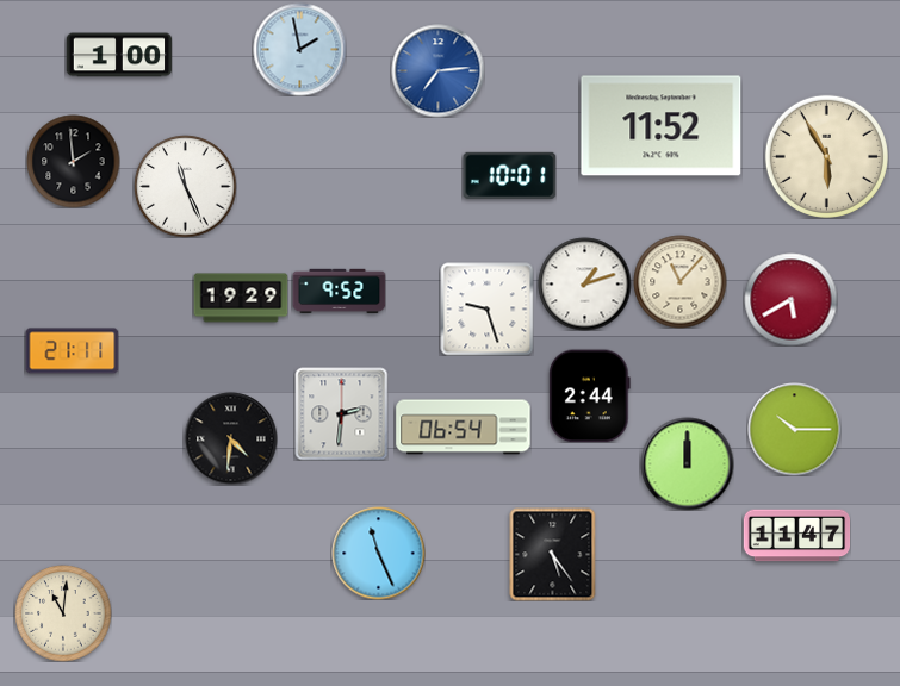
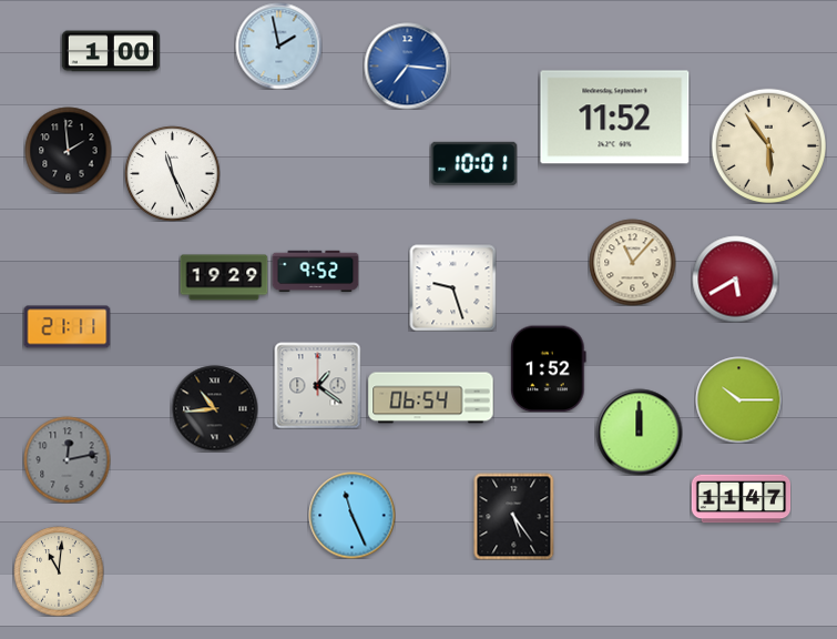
clock at (437, 70): 7:14 -> 7:16
clock at (826, 156): 5:55 -> 5:54
clock at (584, 283): 1:12 -> none
clock at (590, 395): 2:44 -> 1:52
clock at (341, 413): 2:31 -> 1:21
clock at (230, 438): 4:31 -> 10:44
clock at (67, 459): none -> 12:13
